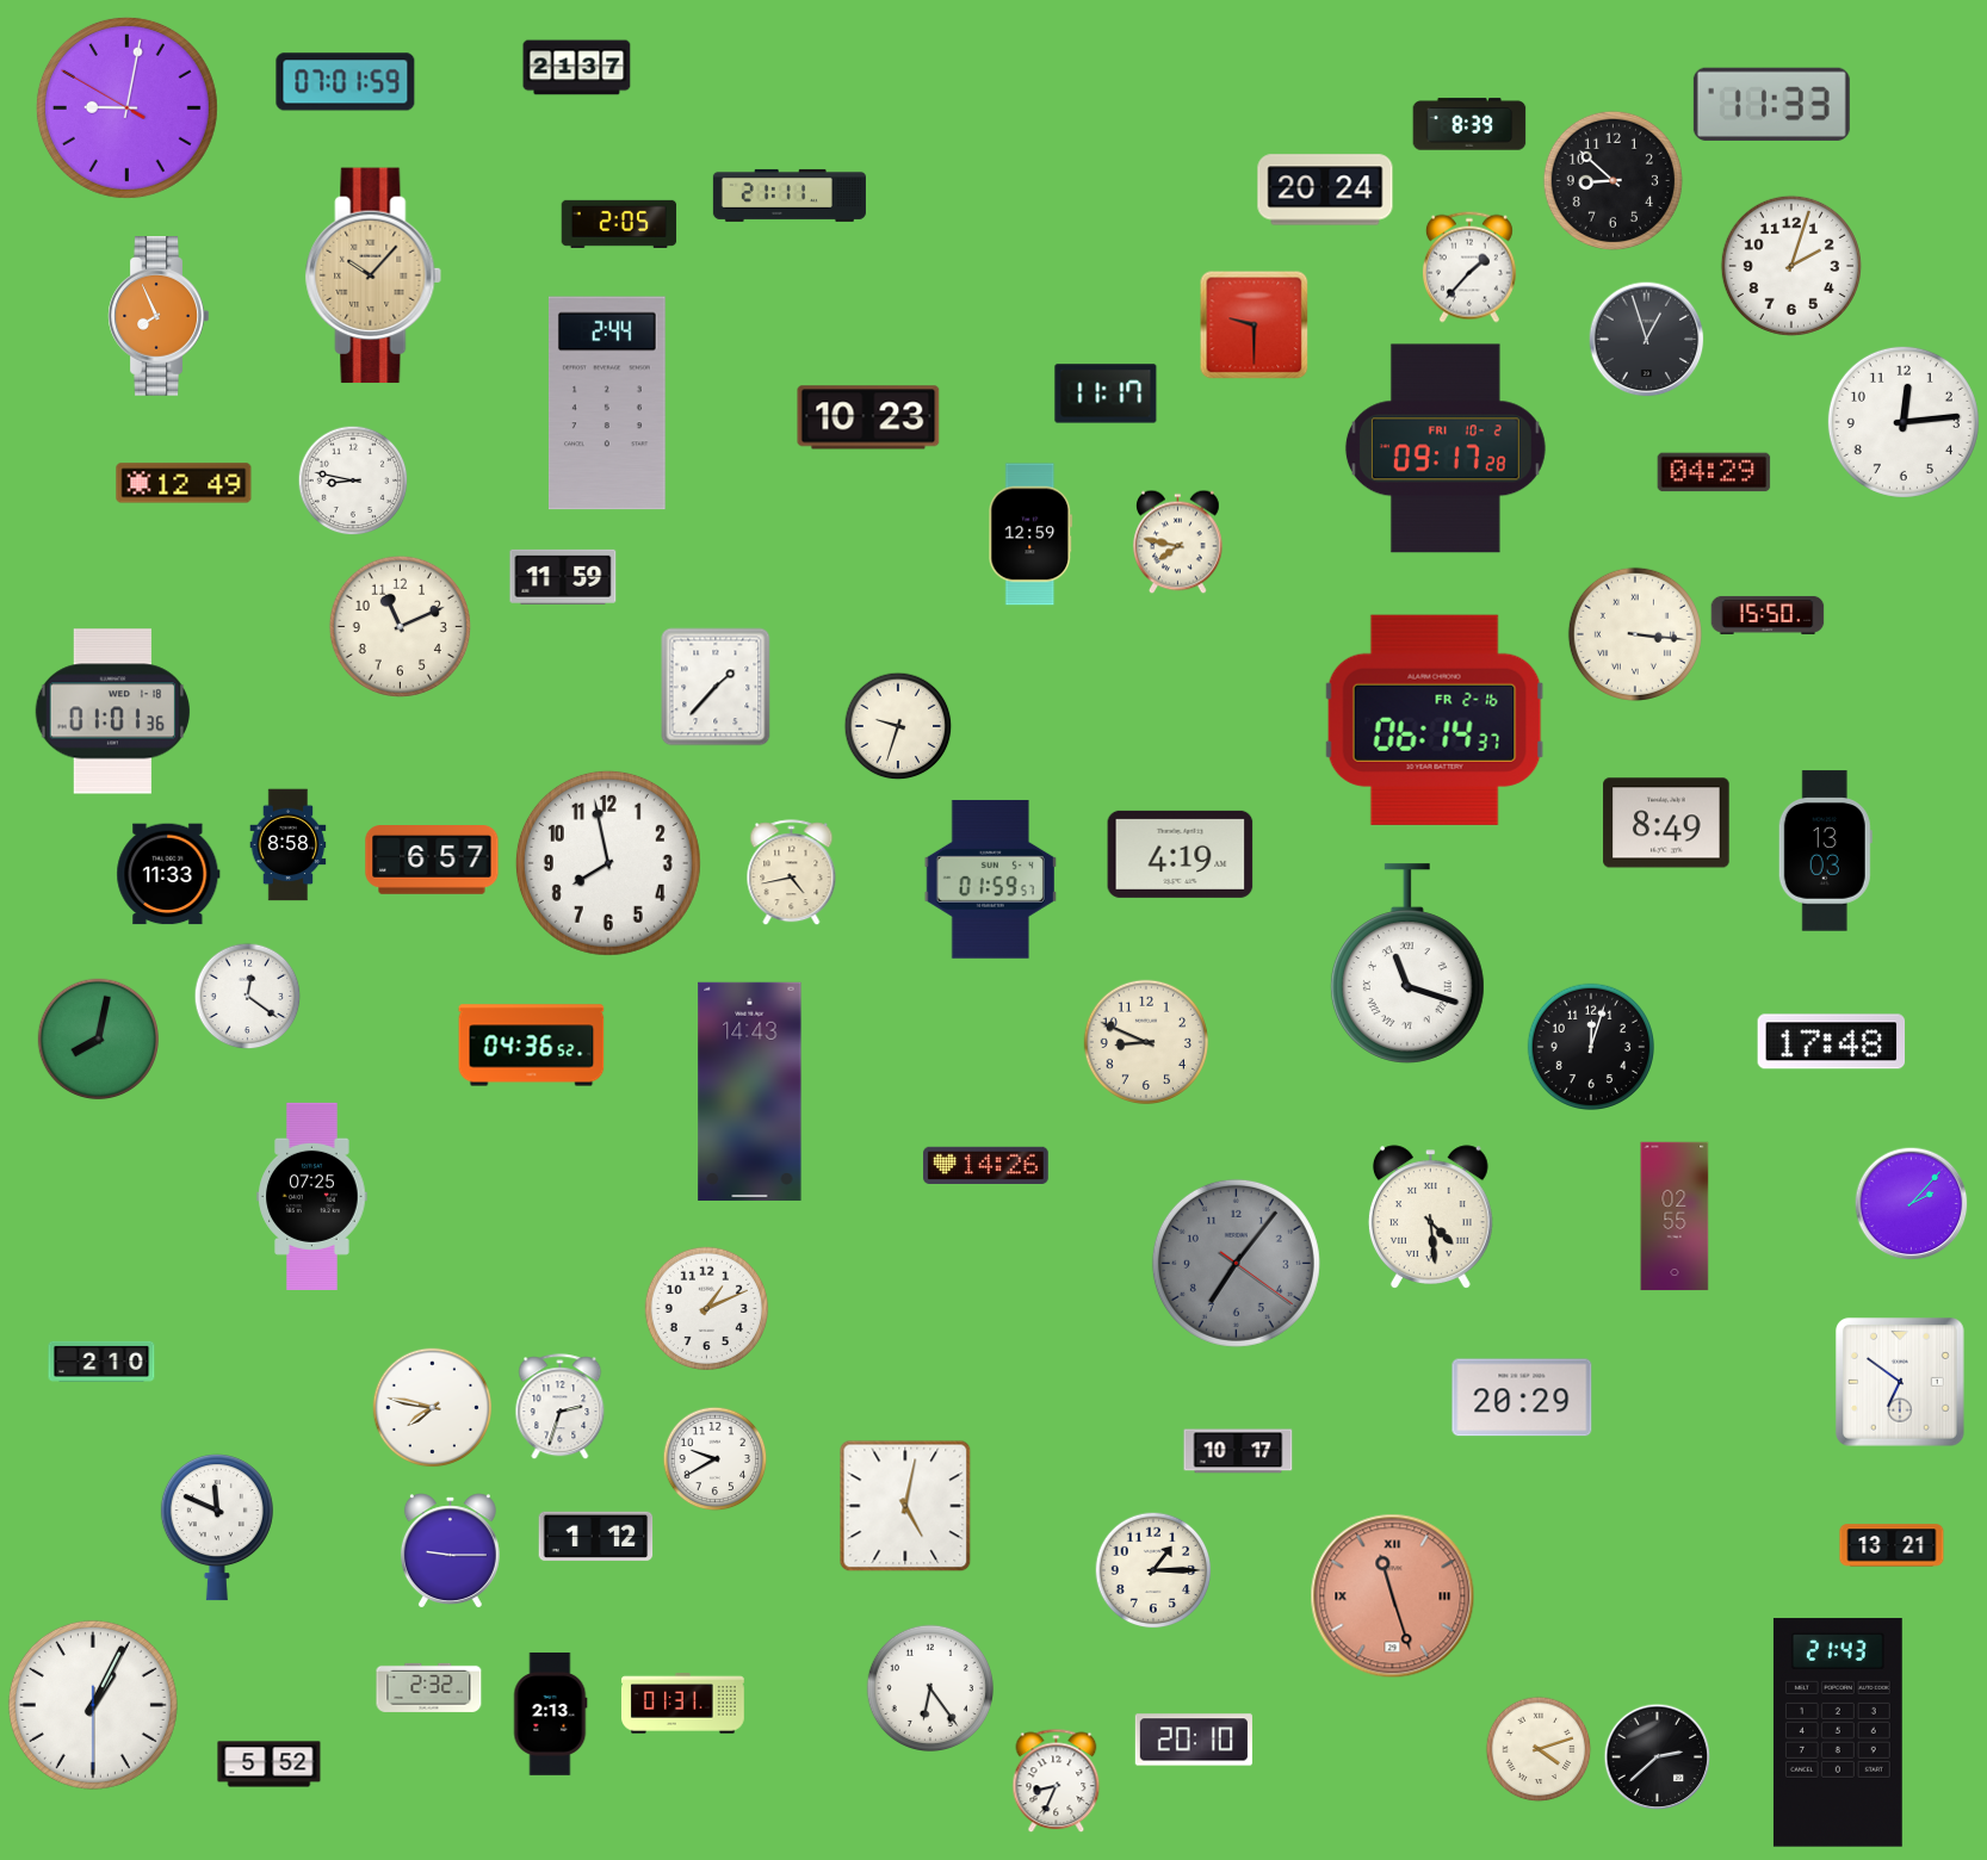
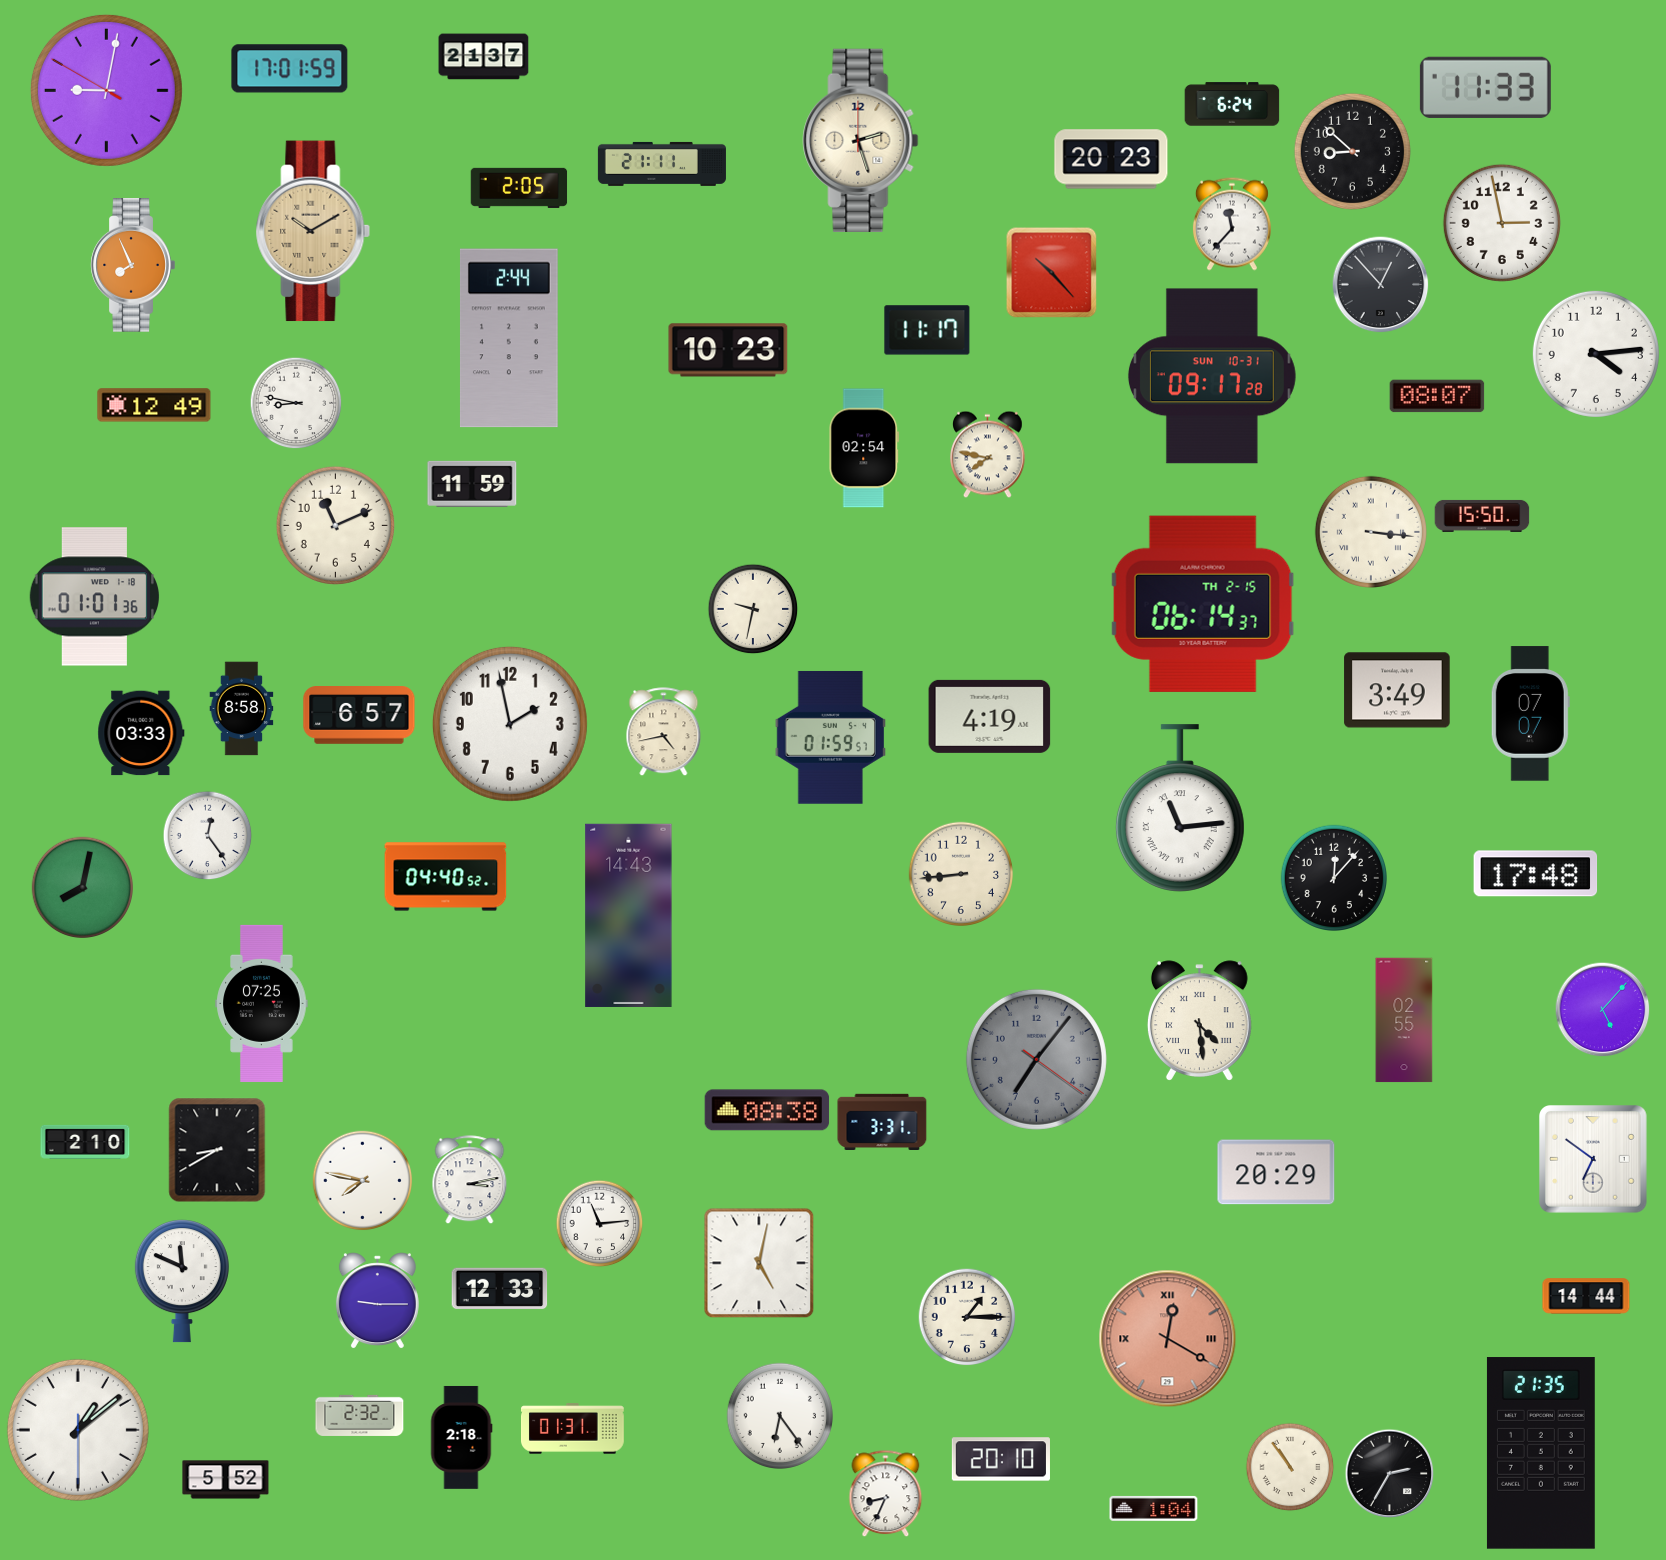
clock at (346, 82): 07:01 -> 17:01
clock at (1469, 124): 8:39 -> 6:24
clock at (861, 140): none -> 2:27
clock at (1325, 190): 20:24 -> 20:23
clock at (1791, 266): 2:03 -> 2:58
clock at (1469, 267): 1:37 -> 11:37
clock at (373, 275): 10:07 -> 10:10
clock at (1255, 325): 9:30 -> 10:23
clock at (1647, 340): 12:57 -> 12:53
clock at (1904, 422): 12:14 -> 4:14
clock at (1446, 448) date: FRI 10-2 -> SUN 10-31
clock at (1714, 472): 04:29 -> 08:07
clock at (1030, 534): 12:59 -> 02:54
clock at (716, 687): 1:37 -> none
clock at (1435, 720) date: FR 2-16 -> TH 2-15
clock at (898, 726): 9:33 -> 9:32
clock at (1666, 823): 8:49 -> 3:49
clock at (1825, 851): 13:03 -> 07:07
clock at (432, 861) position: (432, 861) -> (359, 716)
clock at (608, 863): 7:58 -> 1:58
clock at (168, 874): 11:33 -> 03:33
clock at (1407, 963): 11:18 -> 11:14
clock at (248, 997): 12:21 -> 12:24
clock at (99, 1040) position: (99, 1040) -> (83, 888)
clock at (1145, 1041): 8:49 -> 8:44
clock at (532, 1046): 04:36 -> 04:40
clock at (1590, 1046): 12:03 -> 12:07
clock at (986, 1166): 14:26 -> none
clock at (1912, 1204): 2:07 -> 5:07
clock at (706, 1308): 1:11 -> none
clock at (767, 1110): none -> 08:38
clock at (882, 1121): none -> 3:31
clock at (217, 1150): none -> 8:40
clock at (561, 1407): 2:33 -> 3:13
clock at (1238, 1451): 10:17 -> none
clock at (716, 1459): 9:40 -> 11:14
clock at (596, 1537): 1:12 -> 12:33
clock at (1892, 1545): 13:21 -> 14:44
clock at (1393, 1596): 11:27 -> 12:20
clock at (93, 1705): 1:04 -> 1:08
clock at (550, 1715): 2:13 -> 2:18
clock at (1838, 1732): 21:43 -> 21:35
clock at (1539, 1749): 4:12 -> 10:54
clock at (1658, 1757): 2:38 -> 2:35
clock at (1154, 1508): none -> 1:04
